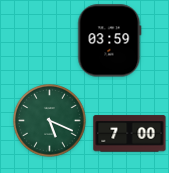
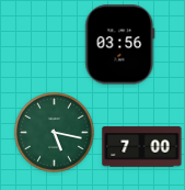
clock at (110, 41): 03:59 -> 03:56
clock at (50, 121): 5:19 -> 5:17
